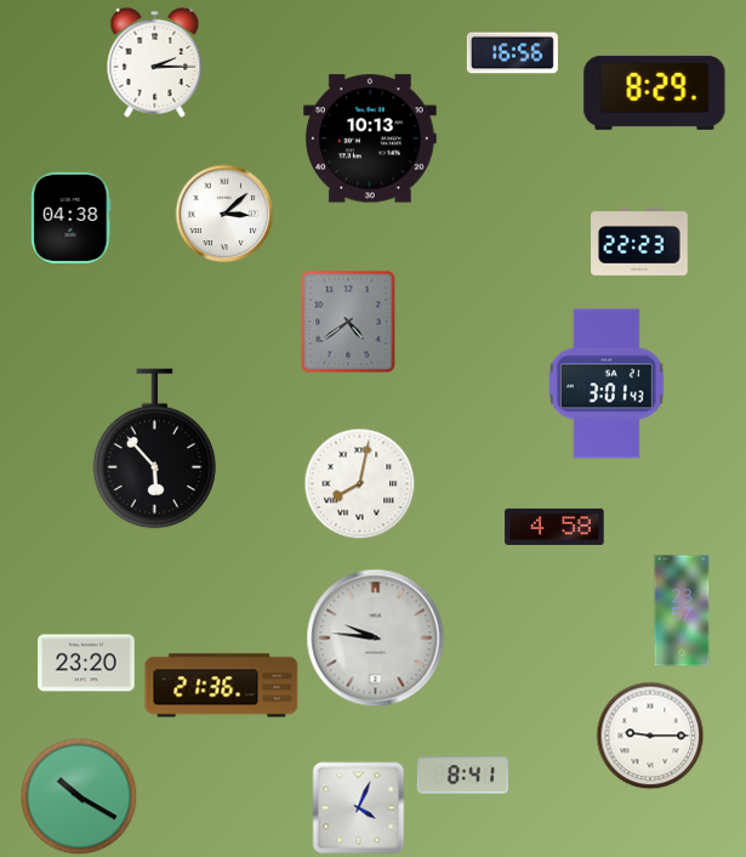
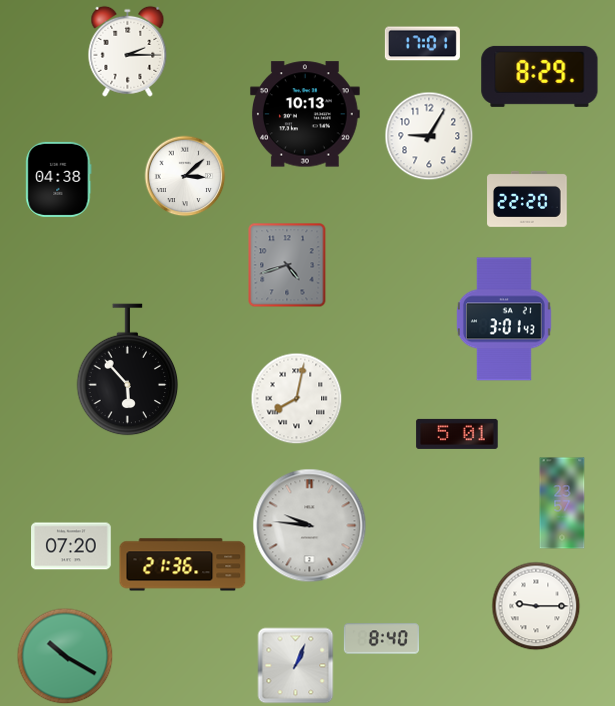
clock at (512, 53): 16:56 -> 17:01
clock at (429, 136): none -> 9:05
clock at (639, 242): 22:23 -> 22:20
clock at (348, 322): 4:39 -> 4:42
clock at (607, 384) position: (607, 384) -> (504, 319)
clock at (554, 527): 4:58 -> 5:01
clock at (86, 663): 23:20 -> 07:20
clock at (462, 776): 8:41 -> 8:40
clock at (359, 808): 4:04 -> 1:04
